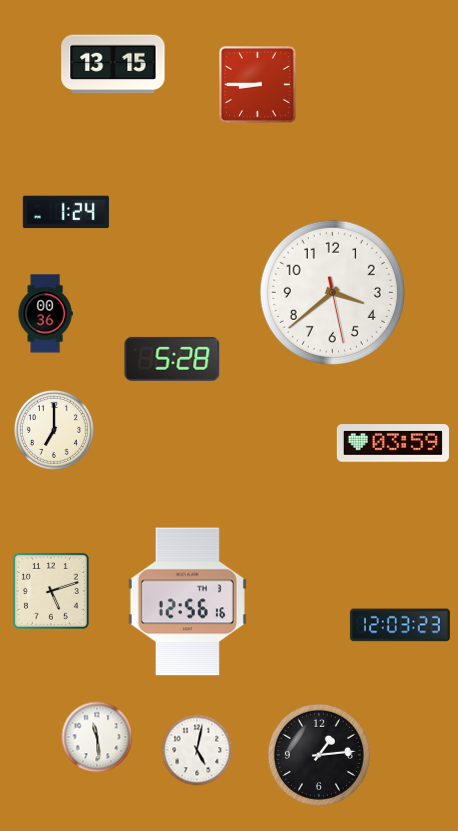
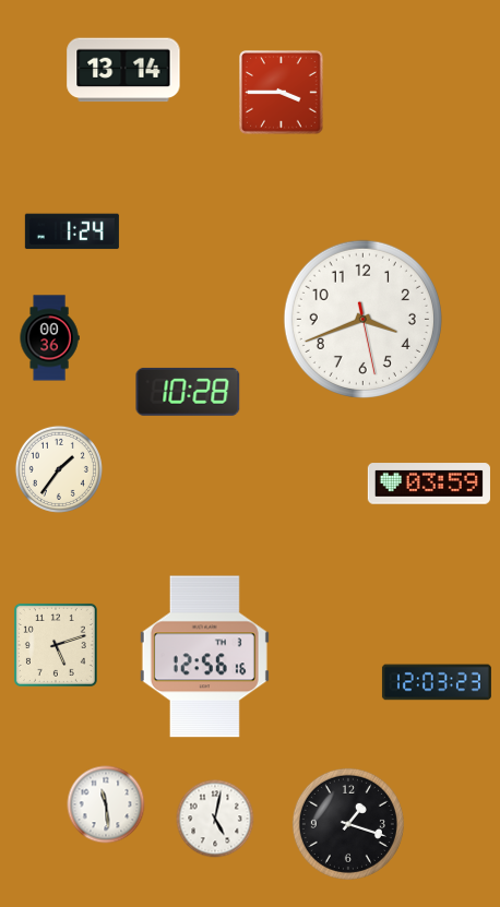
clock at (113, 64): 13:15 -> 13:14
clock at (258, 85): 8:45 -> 3:45
clock at (332, 292): 3:38 -> 3:41
clock at (45, 314) position: (45, 314) -> (49, 338)
clock at (172, 359): 5:28 -> 10:28
clock at (54, 430): 7:00 -> 1:36
clock at (319, 755): 1:14 -> 1:18
